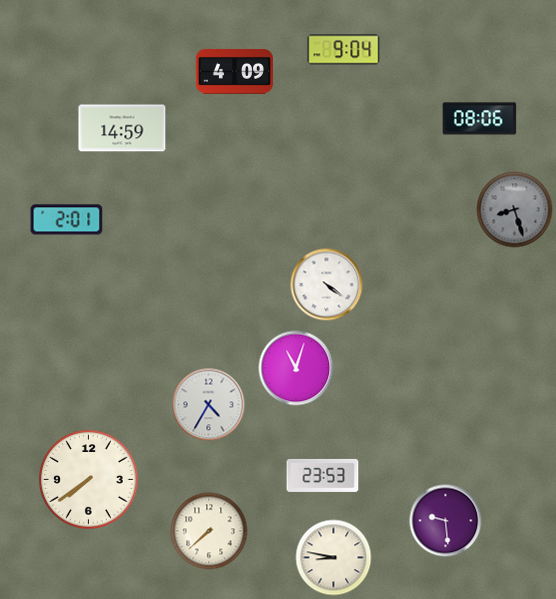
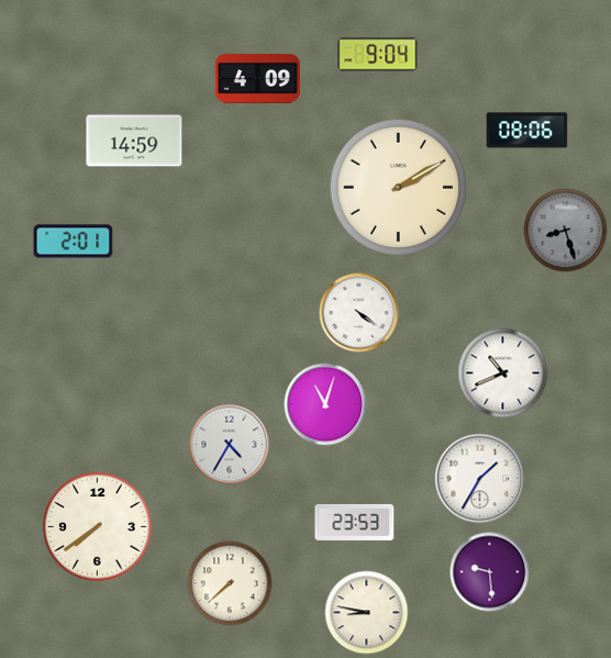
clock at (399, 188): none -> 2:10
clock at (503, 373): none -> 10:41
clock at (480, 479): none -> 1:35
